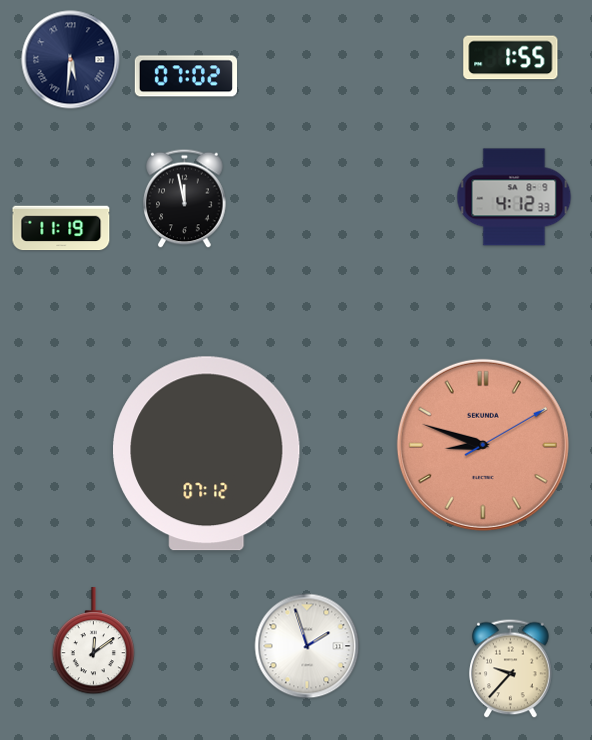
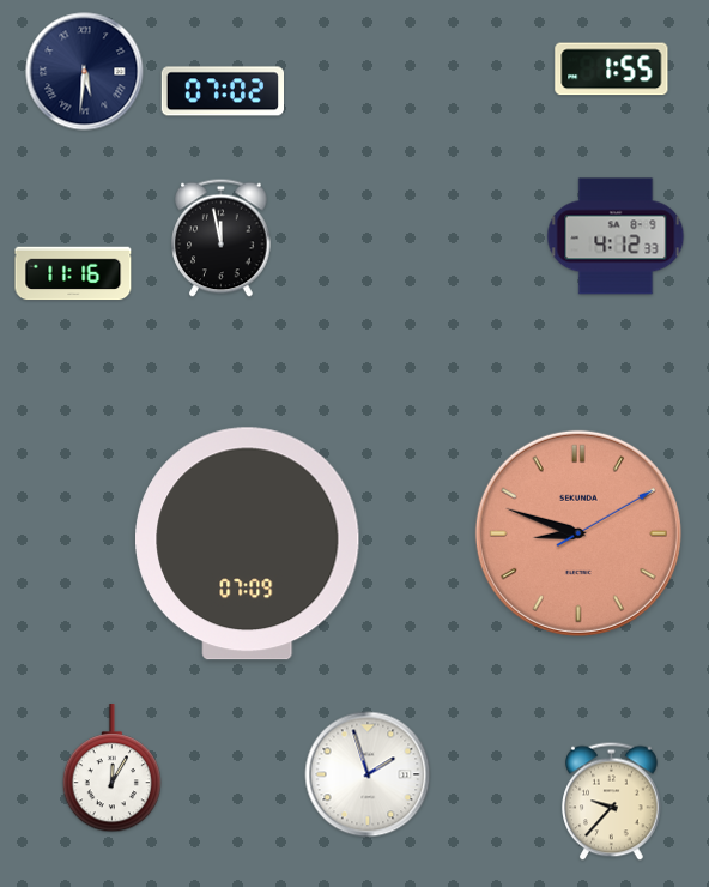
clock at (61, 228): 11:19 -> 11:16
clock at (207, 454): 07:12 -> 07:09
clock at (93, 641): 12:09 -> 12:05
